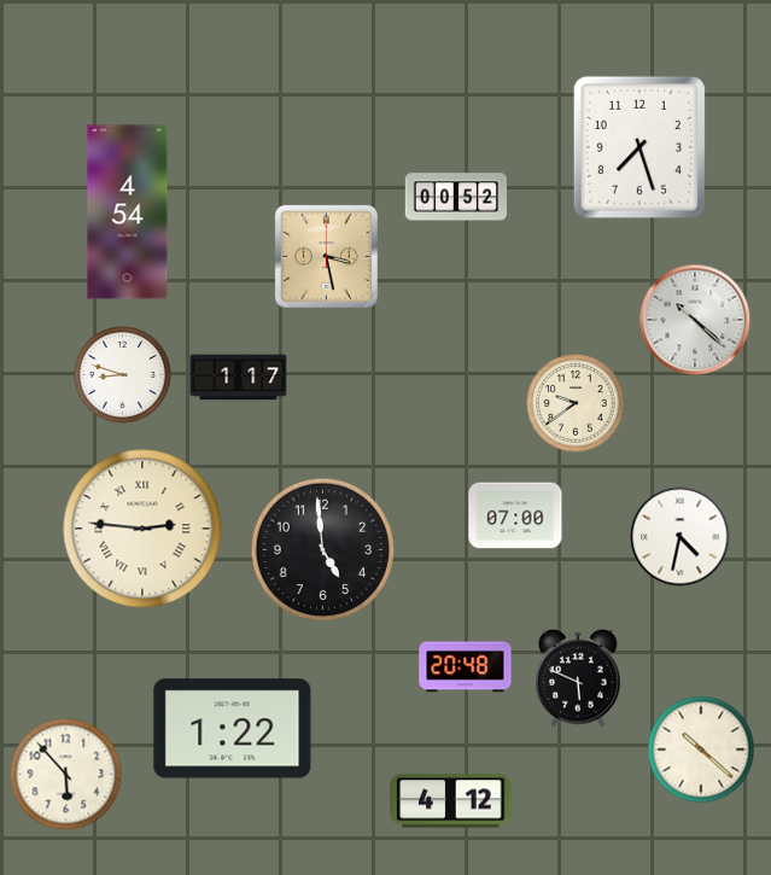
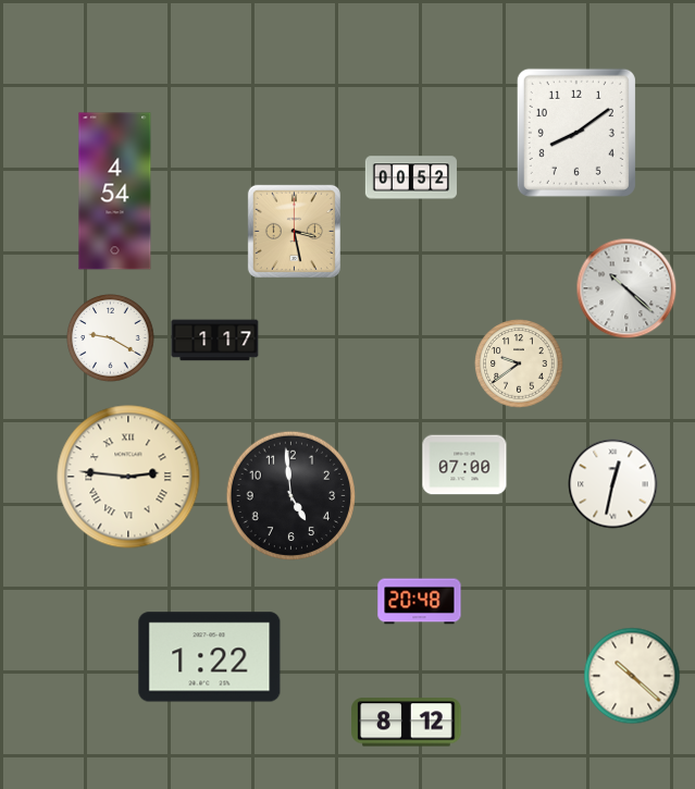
clock at (639, 147): 7:27 -> 8:09
clock at (123, 375): 8:48 -> 9:20
clock at (681, 537): 4:32 -> 12:32
clock at (578, 678): 5:49 -> none
clock at (66, 775): 5:53 -> none
clock at (451, 801): 4:12 -> 8:12
